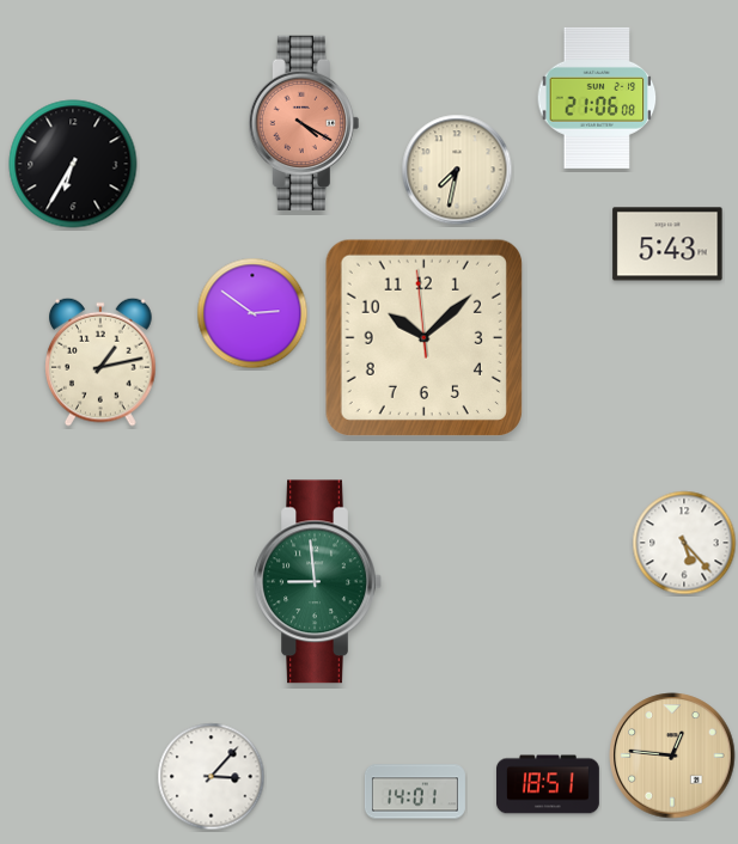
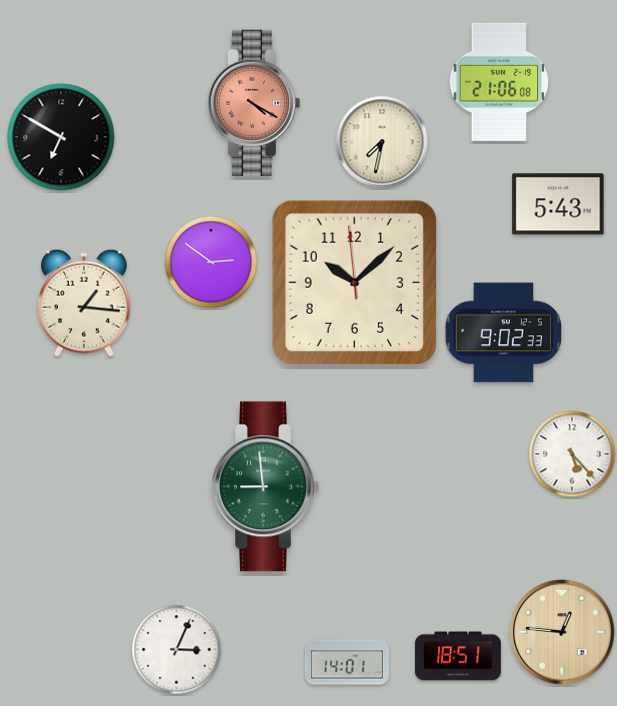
clock at (73, 164): 6:35 -> 6:50
clock at (102, 362): 1:13 -> 1:16
clock at (504, 333): none -> 9:02
clock at (212, 777): 3:07 -> 3:04
